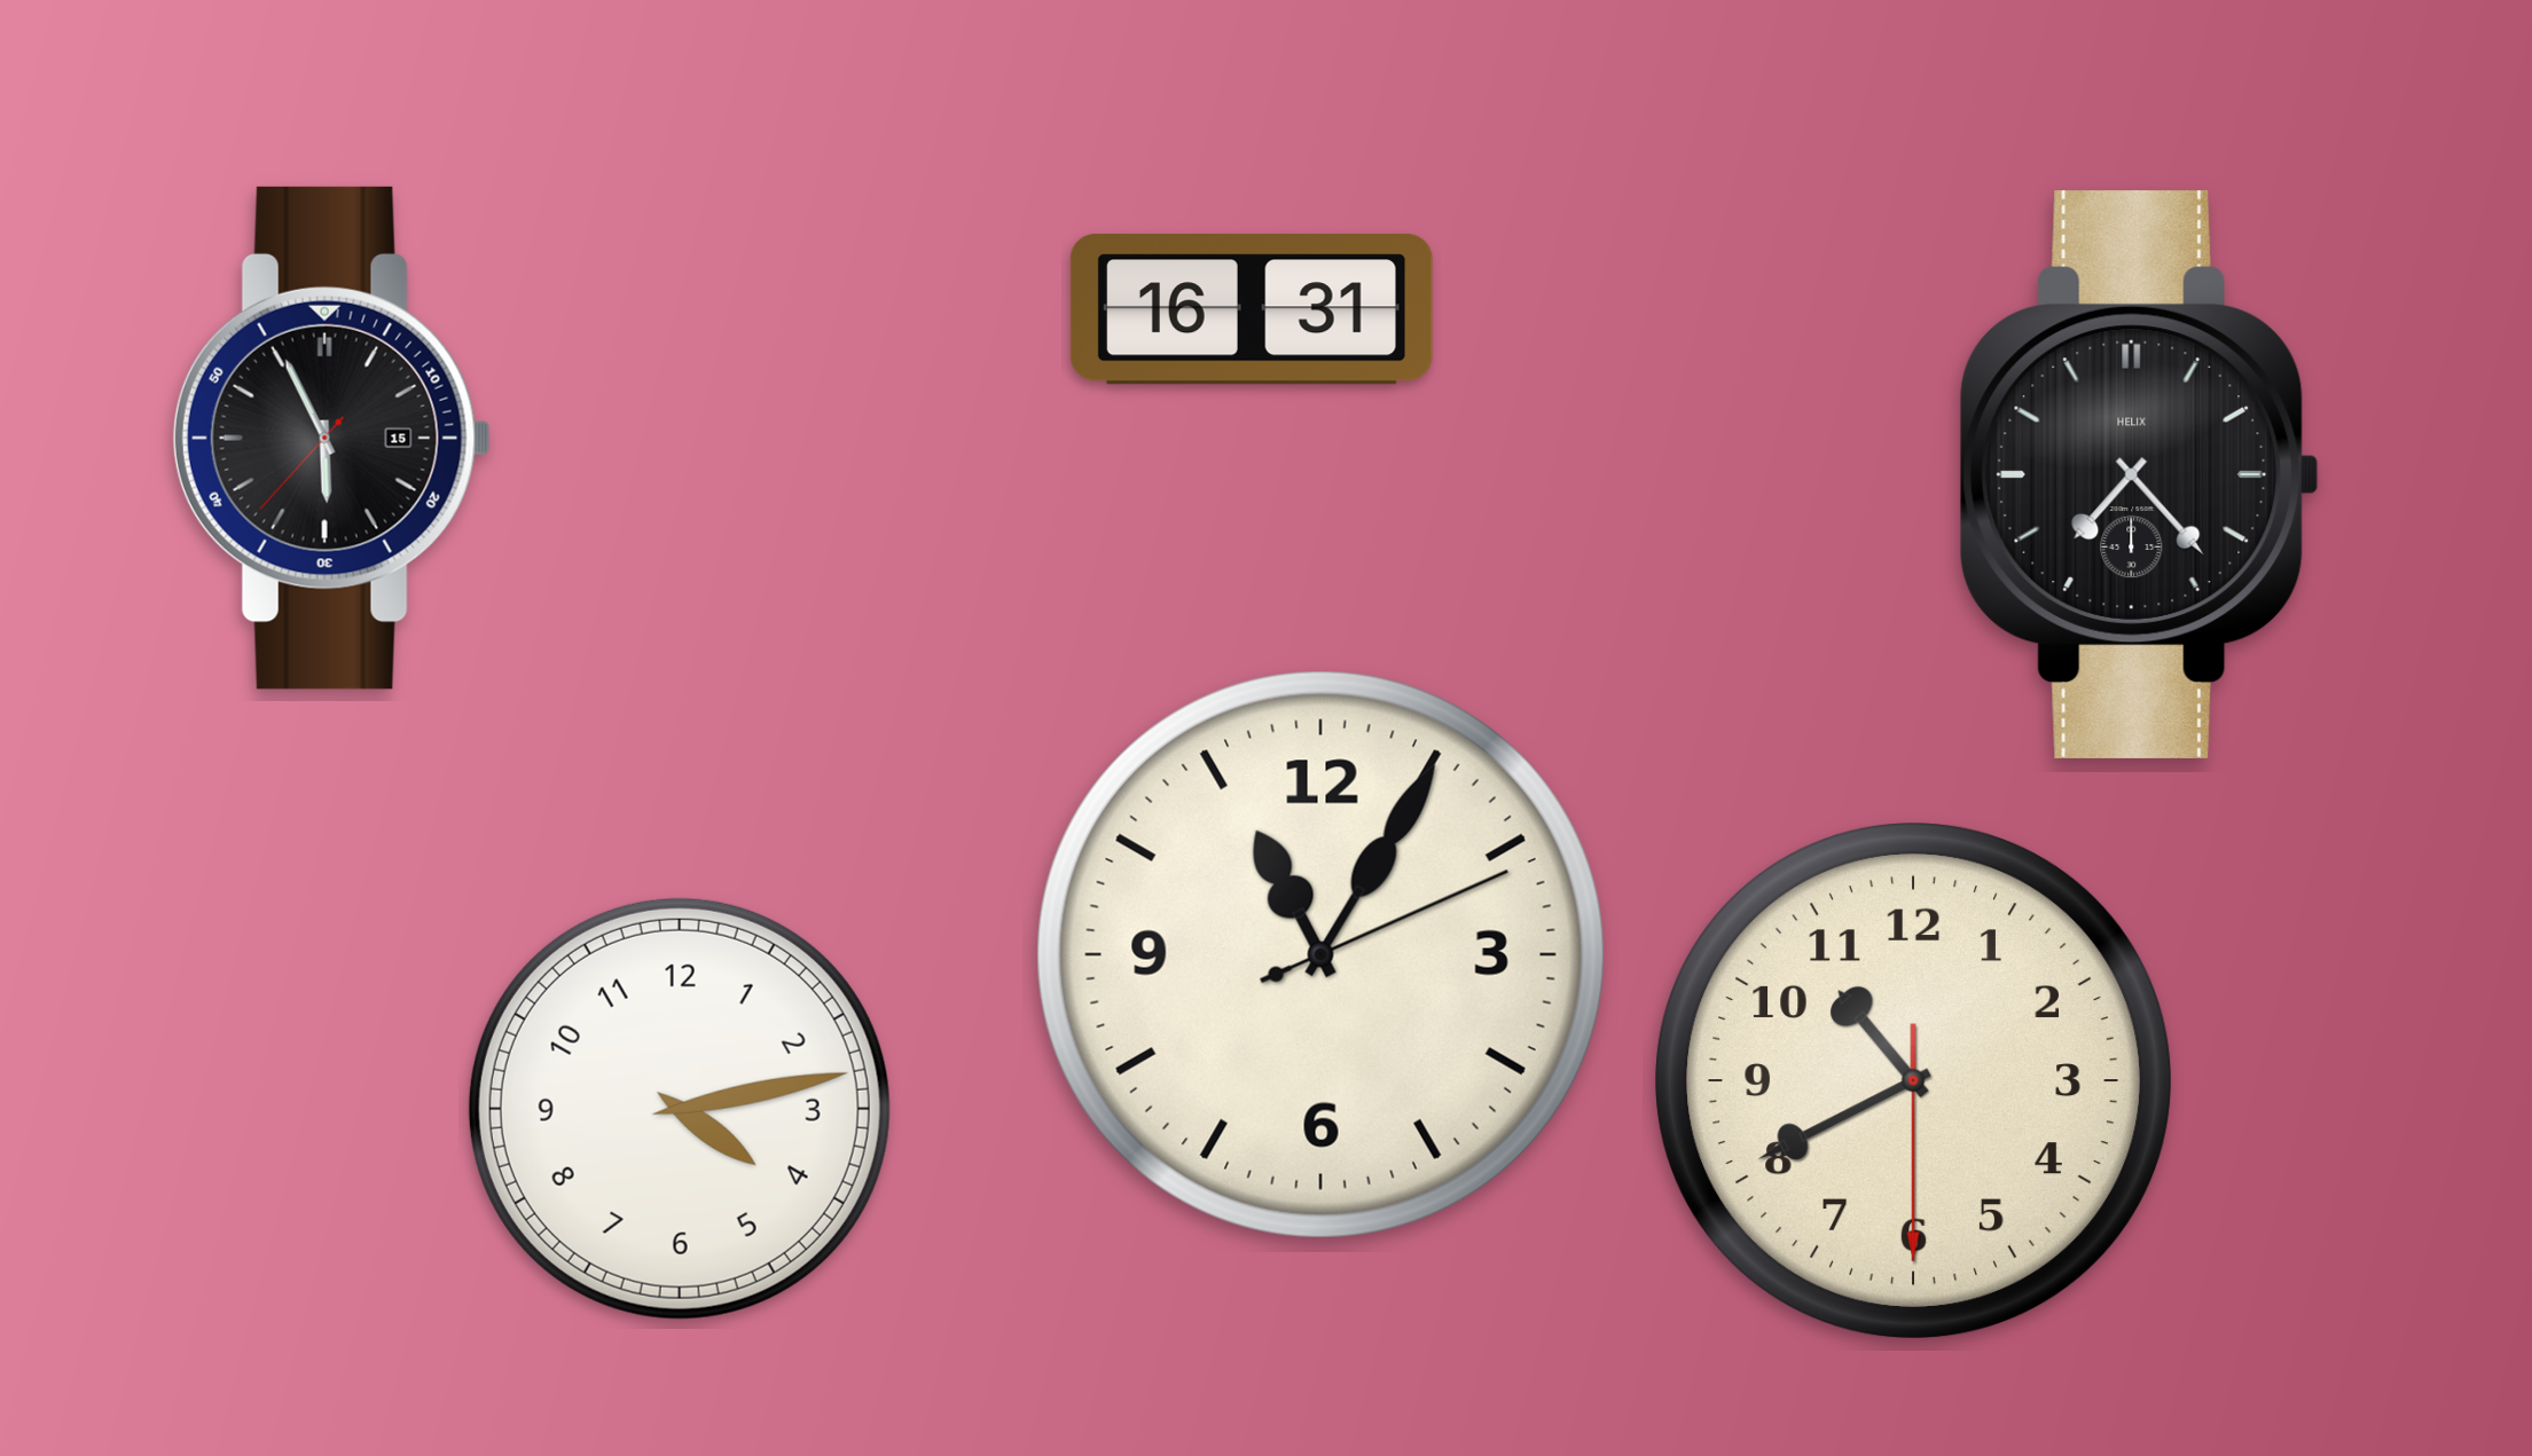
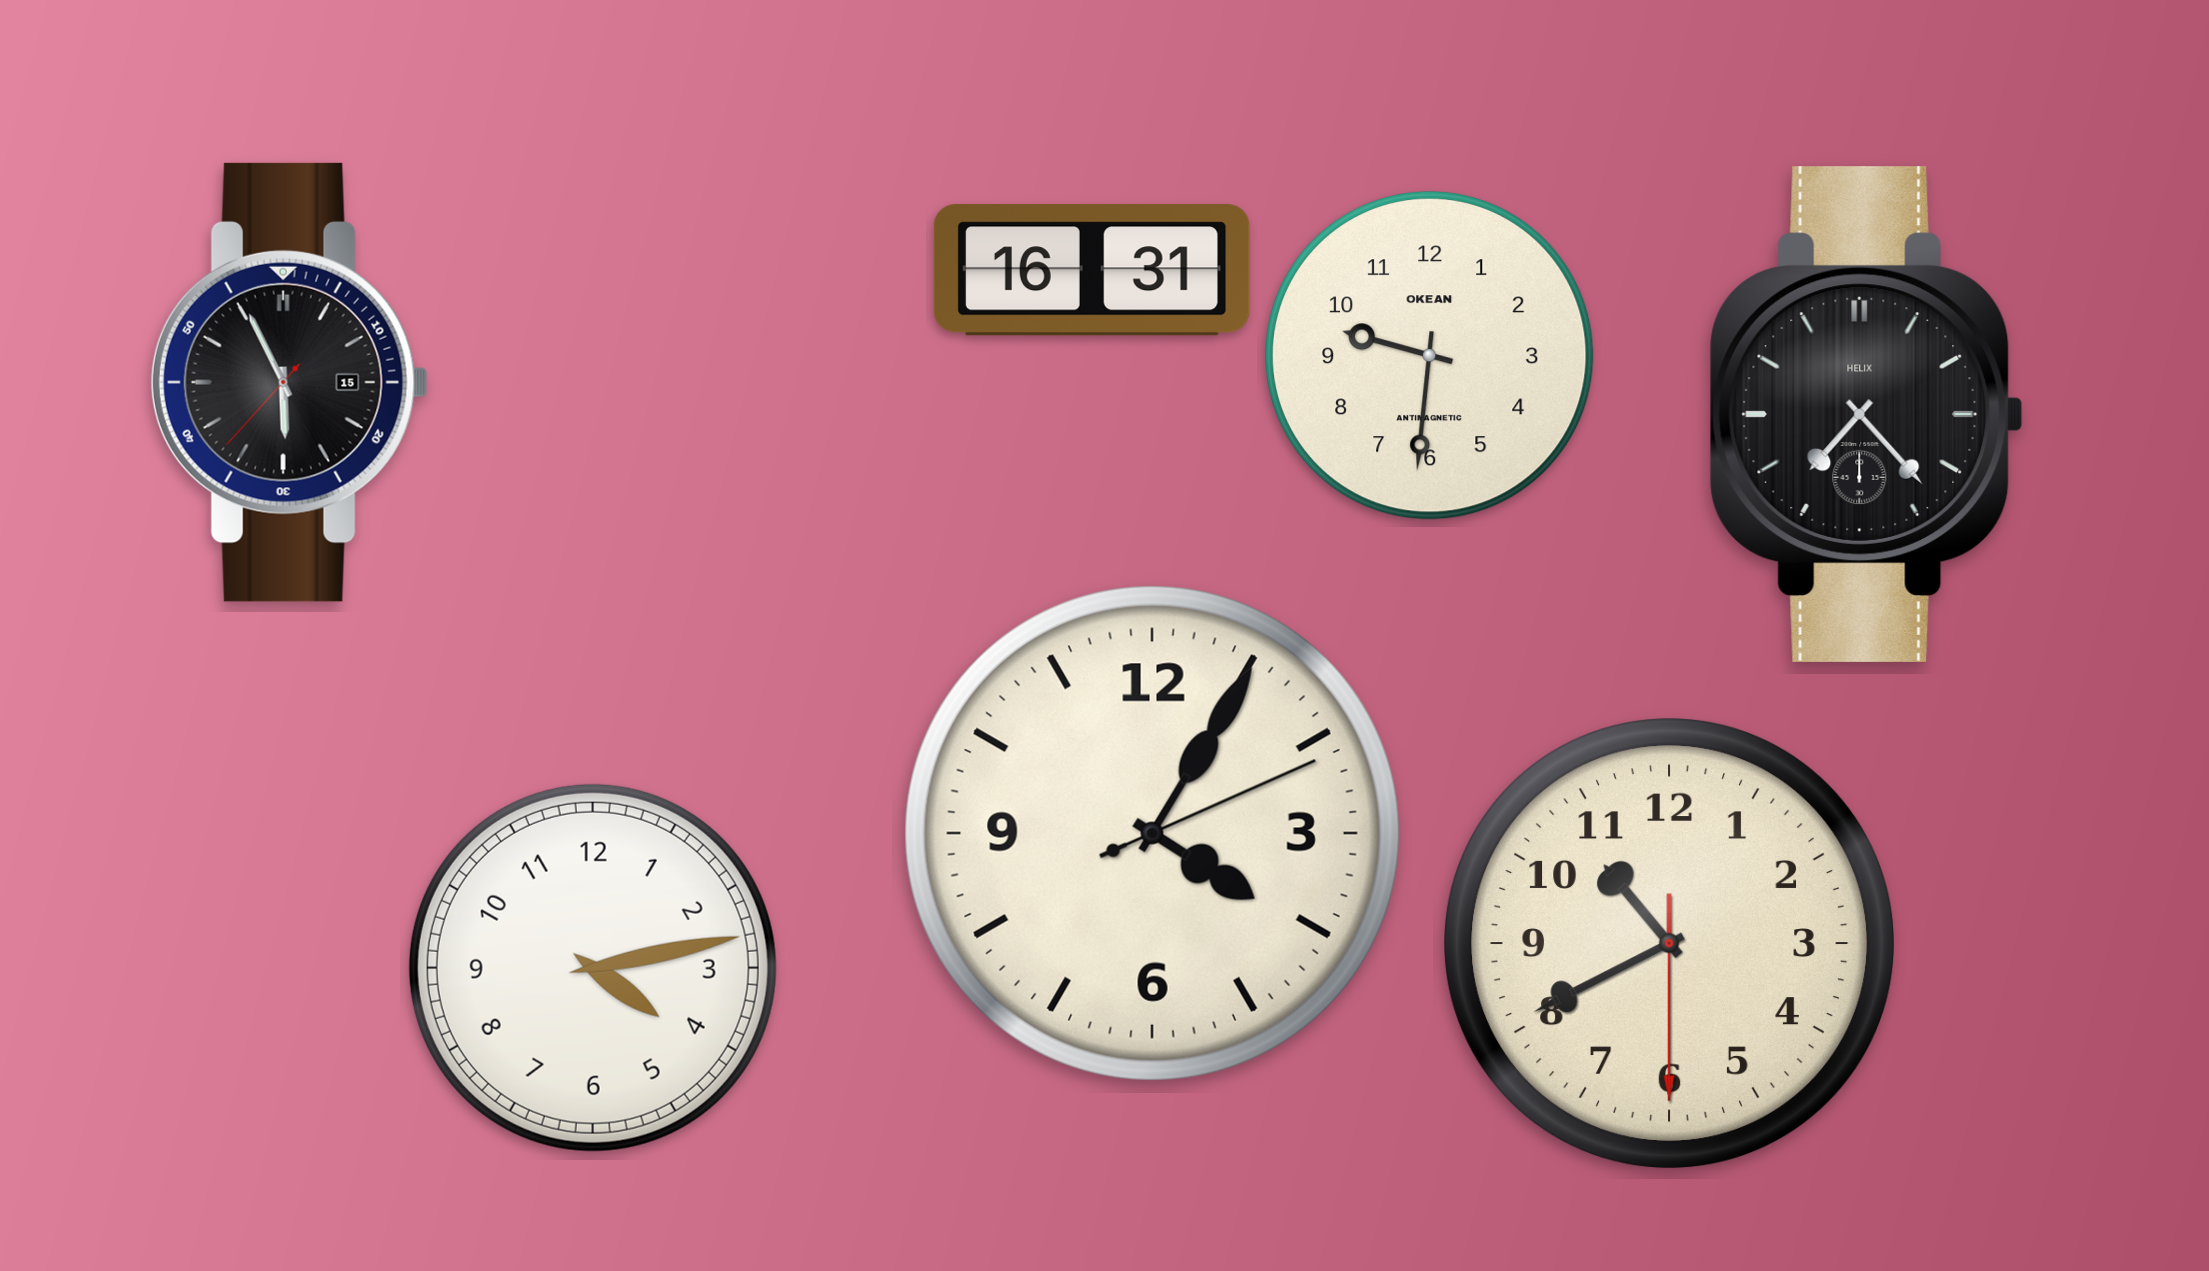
clock at (1430, 356): none -> 9:31
clock at (1320, 954): 11:05 -> 4:05
